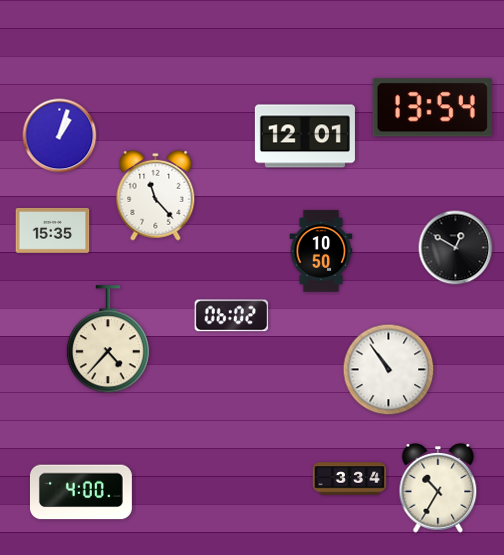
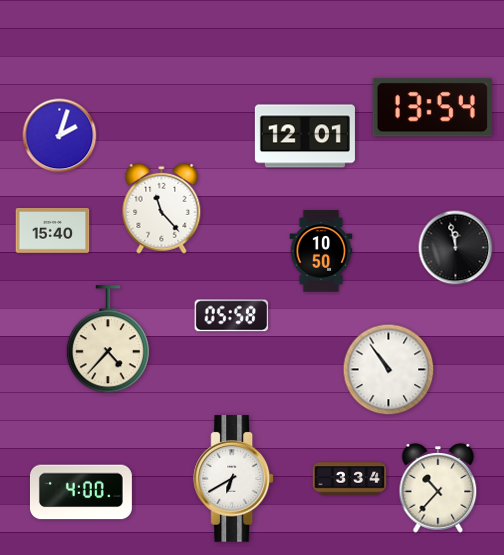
clock at (60, 136): 1:03 -> 2:03
clock at (156, 195) position: (156, 195) -> (162, 208)
clock at (53, 230): 15:35 -> 15:40
clock at (456, 248): 12:50 -> 11:58
clock at (232, 316): 06:02 -> 05:58
clock at (234, 479): none -> 6:40
clock at (438, 489): 10:35 -> 10:37
